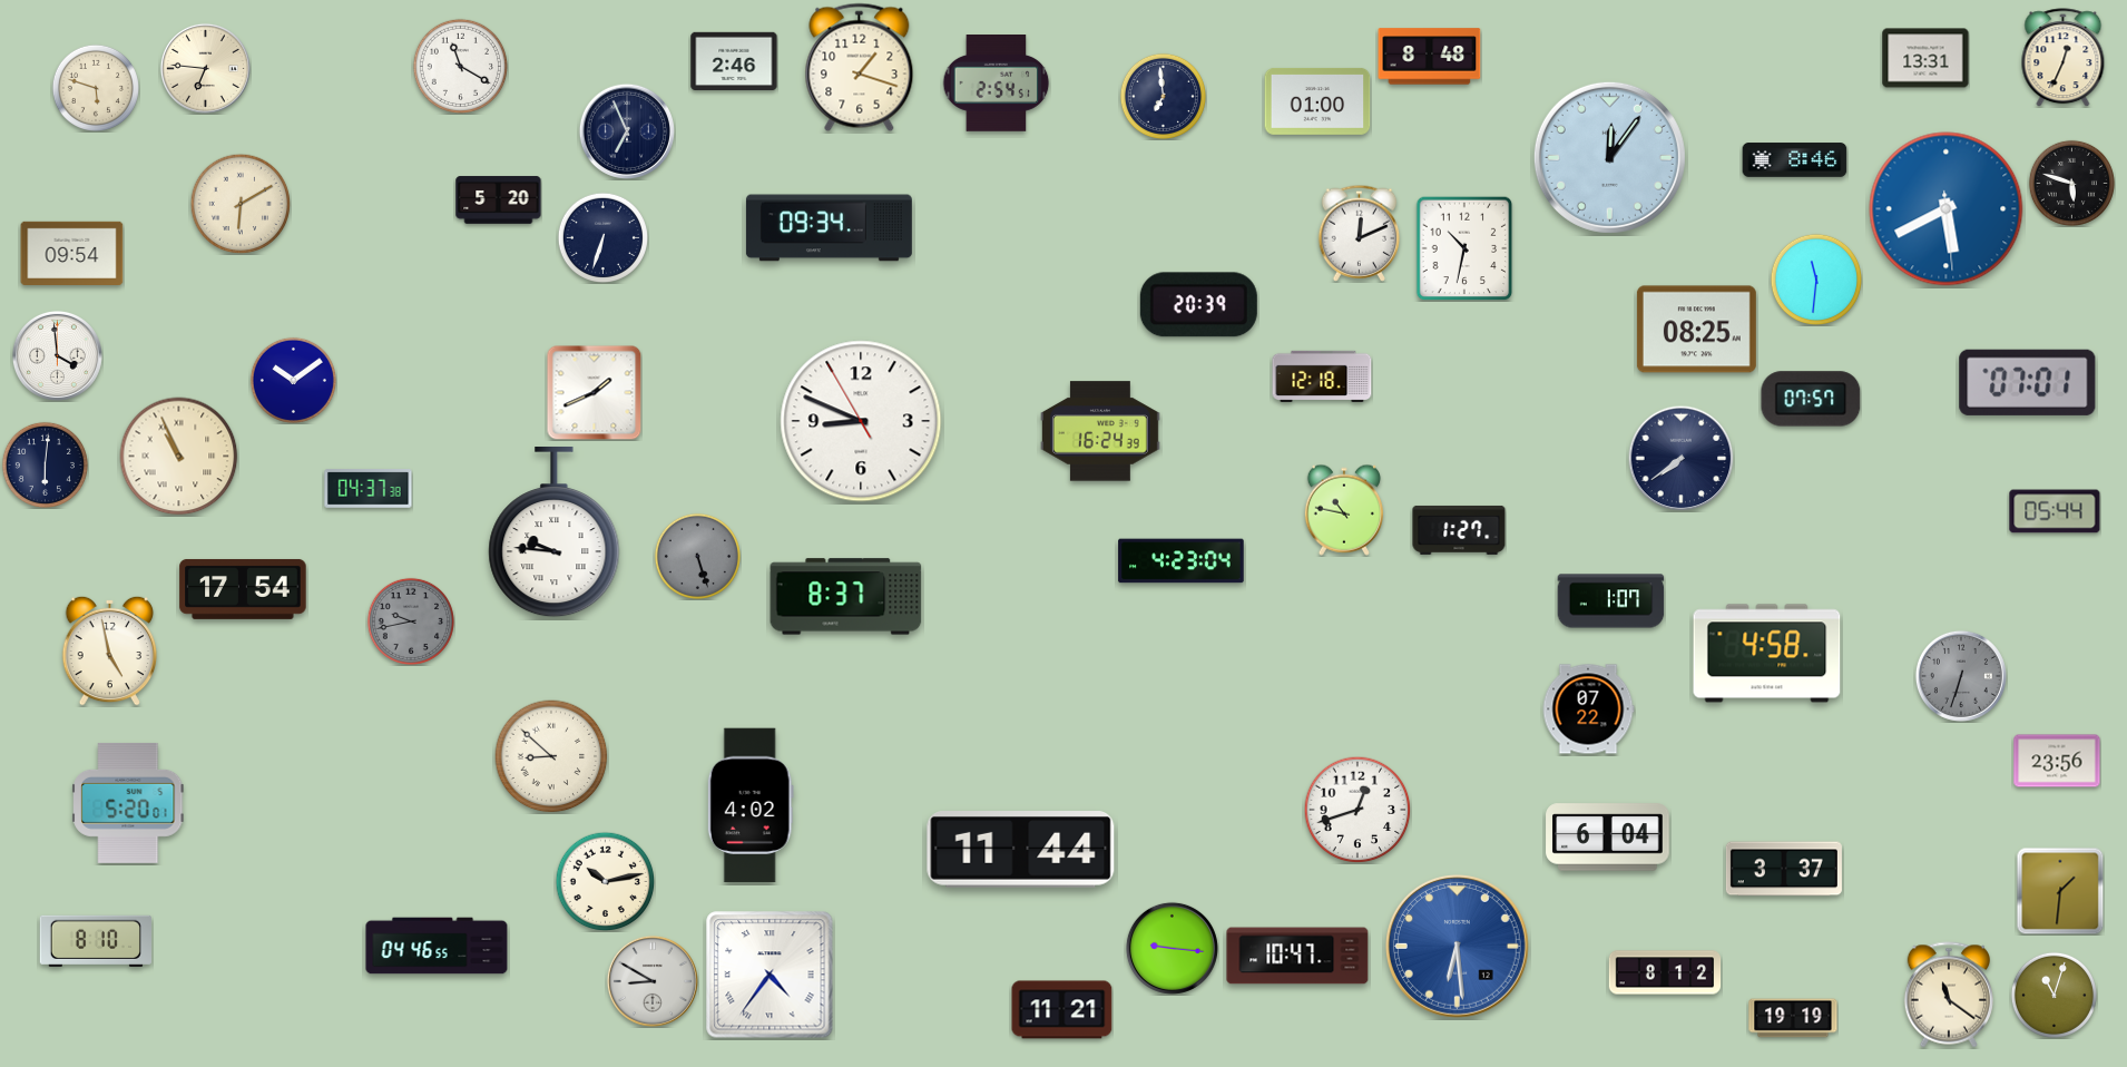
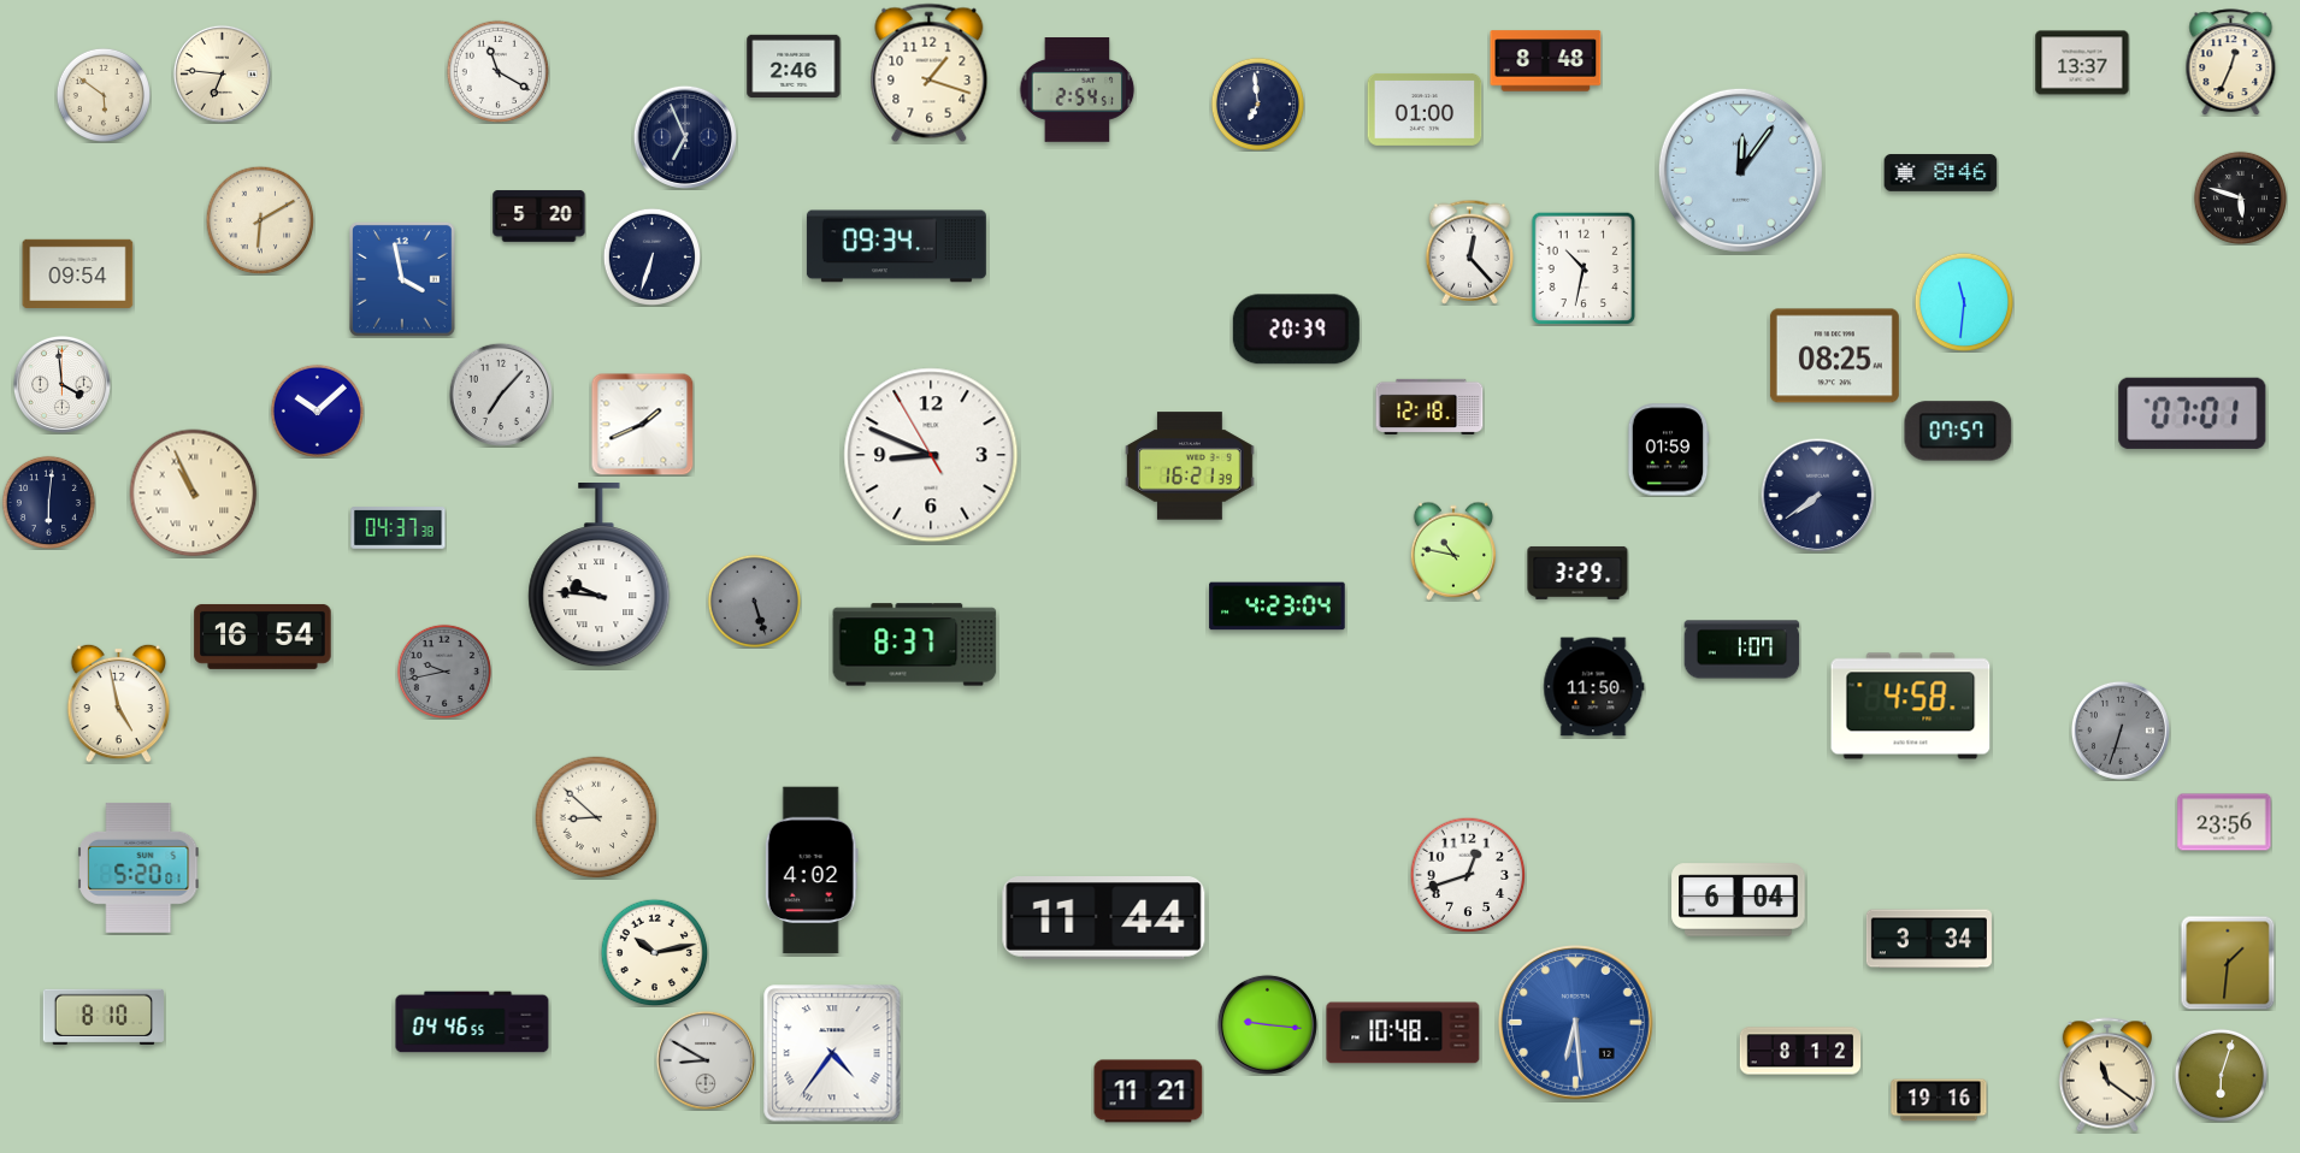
clock at (1925, 58): 13:31 -> 13:37
clock at (96, 88): 5:48 -> 5:51
clock at (627, 131) position: (627, 131) -> (685, 137)
clock at (1947, 209): 5:40 -> none
clock at (1360, 233): 12:11 -> 12:23
clock at (402, 280): none -> 3:58
clock at (501, 395): none -> 7:07
clock at (293, 380): 10:09 -> 10:08
clock at (1668, 450): none -> 01:59
clock at (1100, 431): 16:24 -> 16:21
clock at (2055, 511): 05:44 -> none
clock at (1459, 530): 1:27 -> 3:29
clock at (243, 589): 17:54 -> 16:54
clock at (1594, 687): none -> 11:50
clock at (1588, 709): 07:22 -> none
clock at (1608, 838) position: (1608, 838) -> (1739, 900)
clock at (1784, 869): 3:37 -> 3:34
clock at (1297, 956): 10:47 -> 10:48
clock at (2054, 995): 11:03 -> 6:03
clock at (1793, 1018): 19:19 -> 19:16
